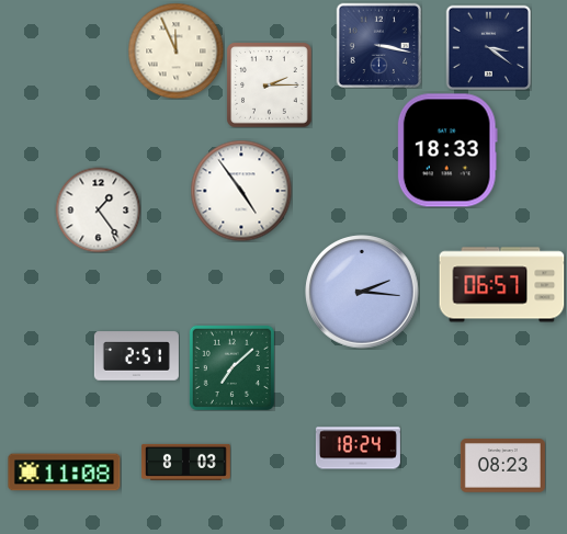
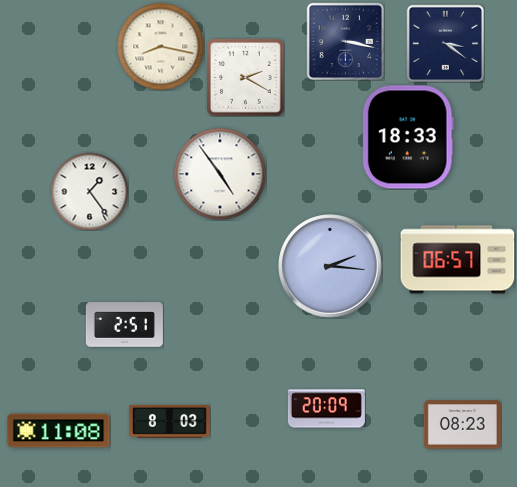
clock at (175, 50): 11:56 -> 8:17
clock at (269, 84): 2:15 -> 2:20
clock at (231, 367): 7:08 -> none
clock at (358, 448): 18:24 -> 20:09
clock at (502, 466) position: (502, 466) -> (462, 425)
